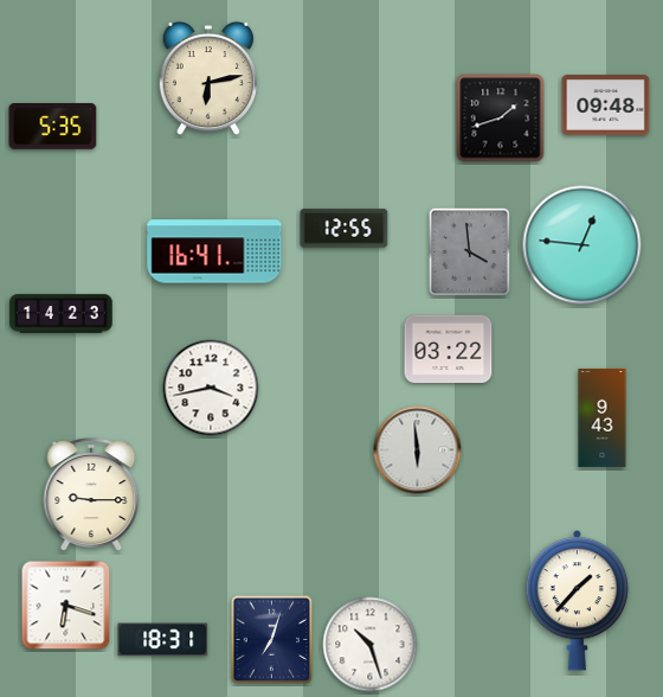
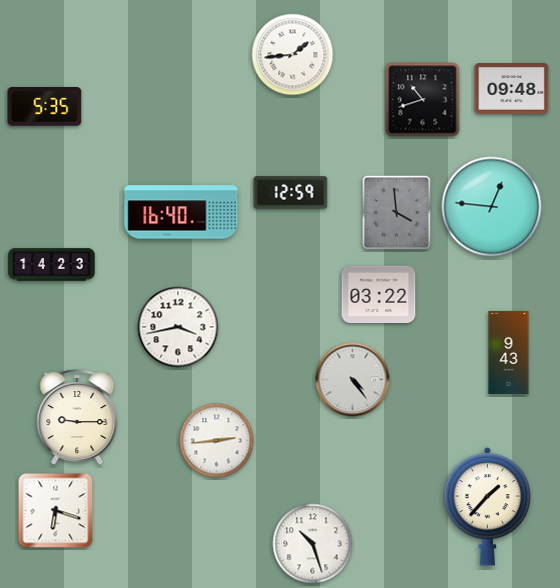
clock at (293, 55): none -> 1:44
clock at (208, 79): 6:13 -> none
clock at (501, 119): 1:42 -> 10:42
clock at (345, 229): 12:55 -> 12:59
clock at (214, 251): 16:41 -> 16:40
clock at (418, 450): 5:59 -> 4:24
clock at (217, 441): none -> 2:44
clock at (163, 640): 18:31 -> none
clock at (272, 640): 7:03 -> none
